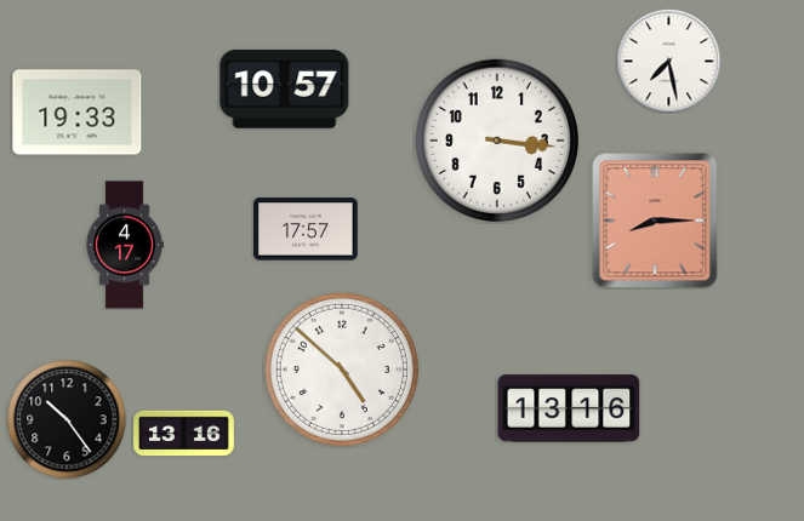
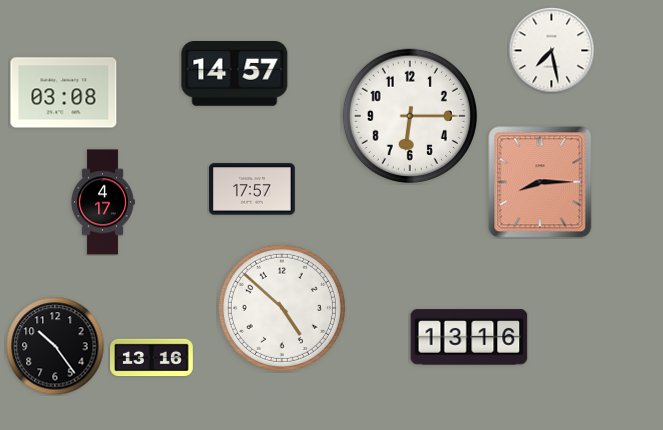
clock at (285, 88): 10:57 -> 14:57
clock at (78, 113): 19:33 -> 03:08
clock at (496, 139): 3:16 -> 6:15
clock at (342, 370) position: (342, 370) -> (282, 308)
